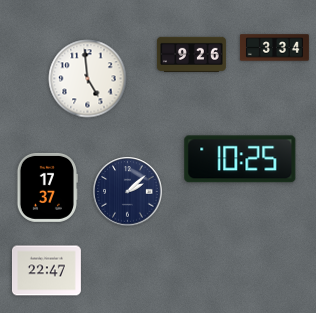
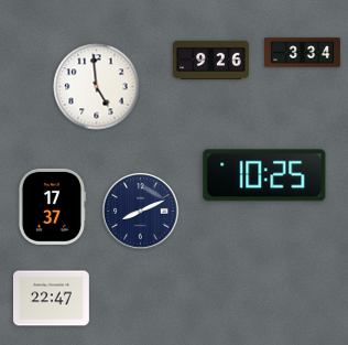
clock at (128, 192): 2:08 -> 8:11
